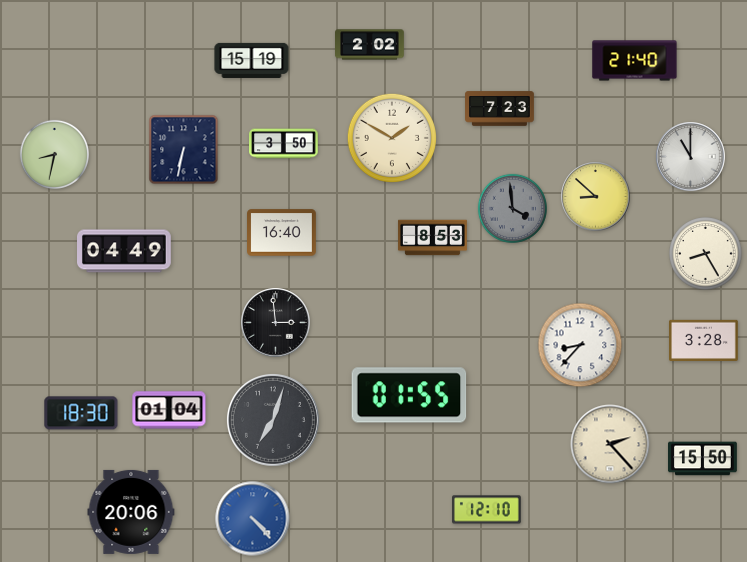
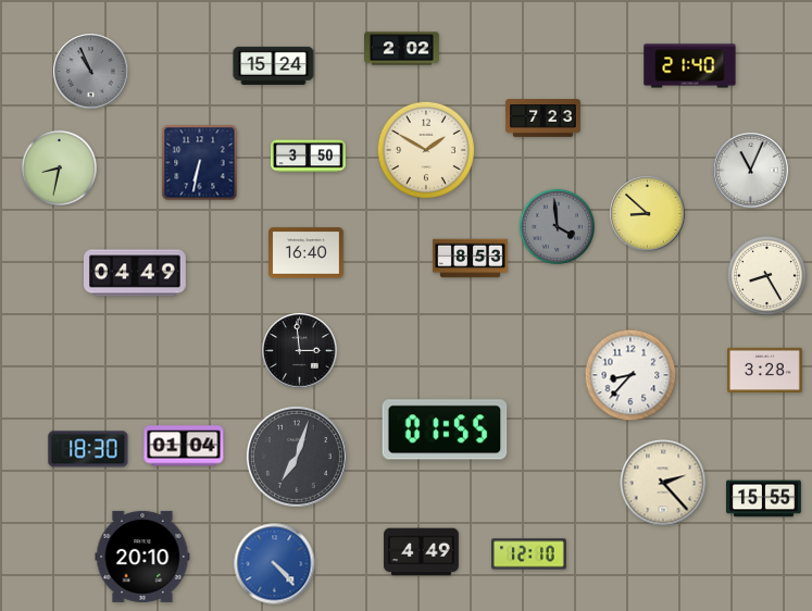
clock at (252, 60): 15:19 -> 15:24
clock at (91, 72): none -> 10:56
clock at (691, 157): 11:00 -> 11:04
clock at (703, 459): 15:50 -> 15:55
clock at (422, 552): none -> 4:49
clock at (131, 512): 20:06 -> 20:10
